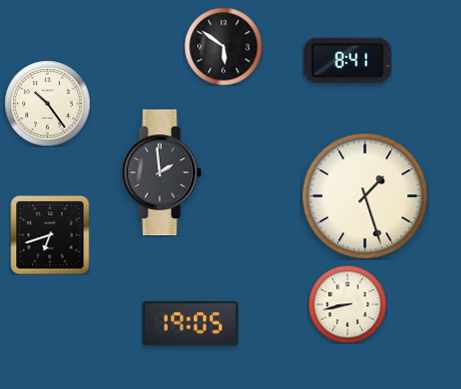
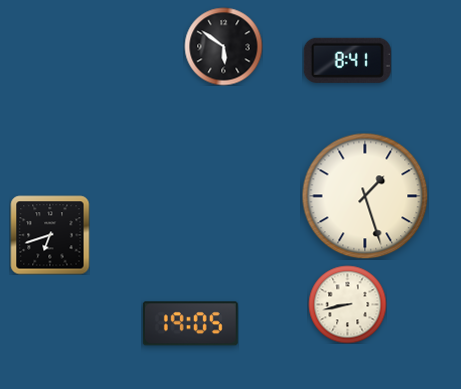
clock at (47, 103): 10:24 -> none
clock at (162, 173): 1:59 -> none
